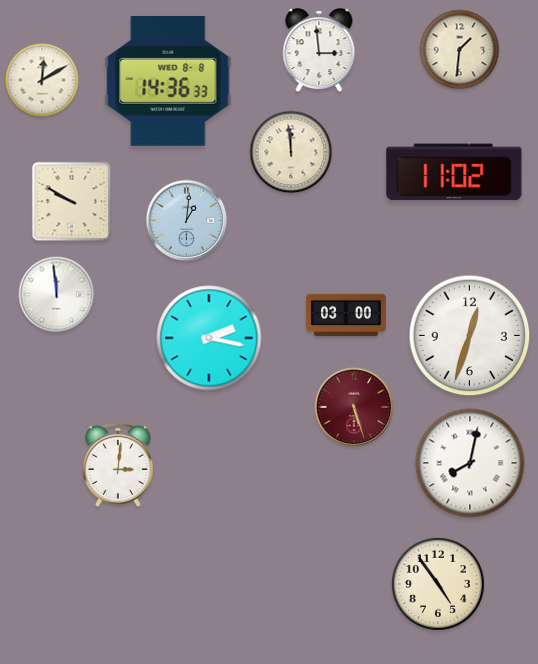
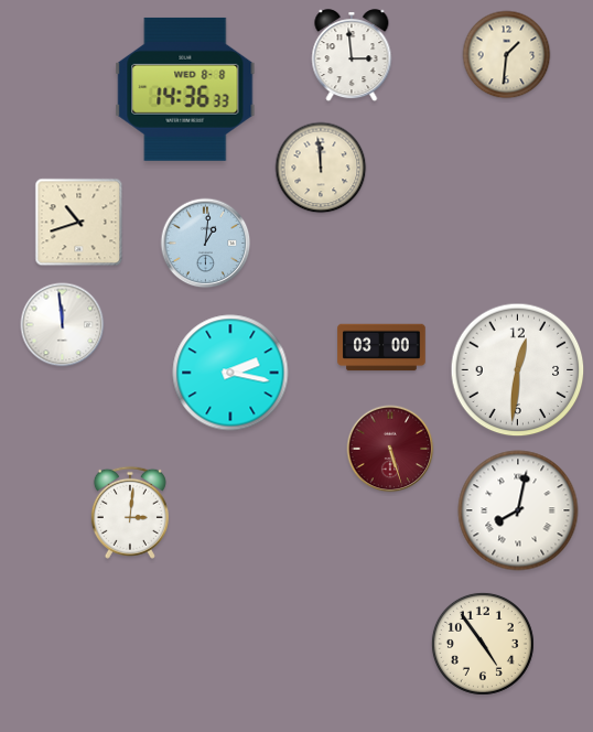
clock at (42, 80): 12:10 -> none
clock at (454, 172): 11:02 -> none
clock at (72, 202): 9:50 -> 10:42
clock at (470, 336): 12:33 -> 12:31
